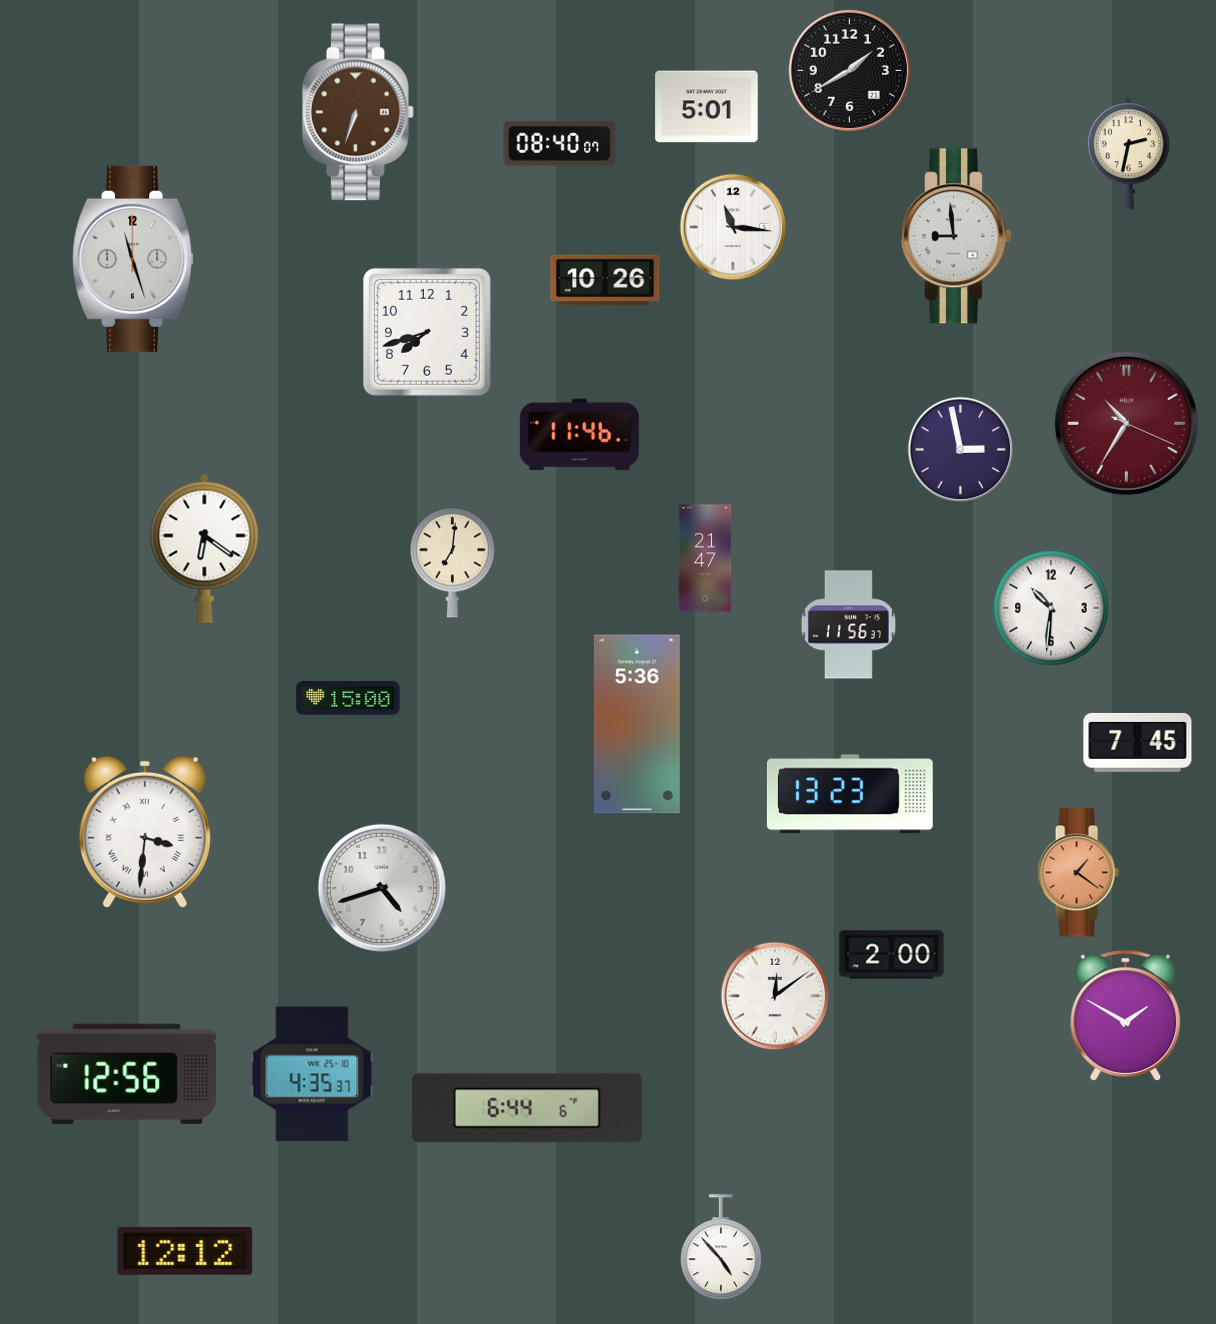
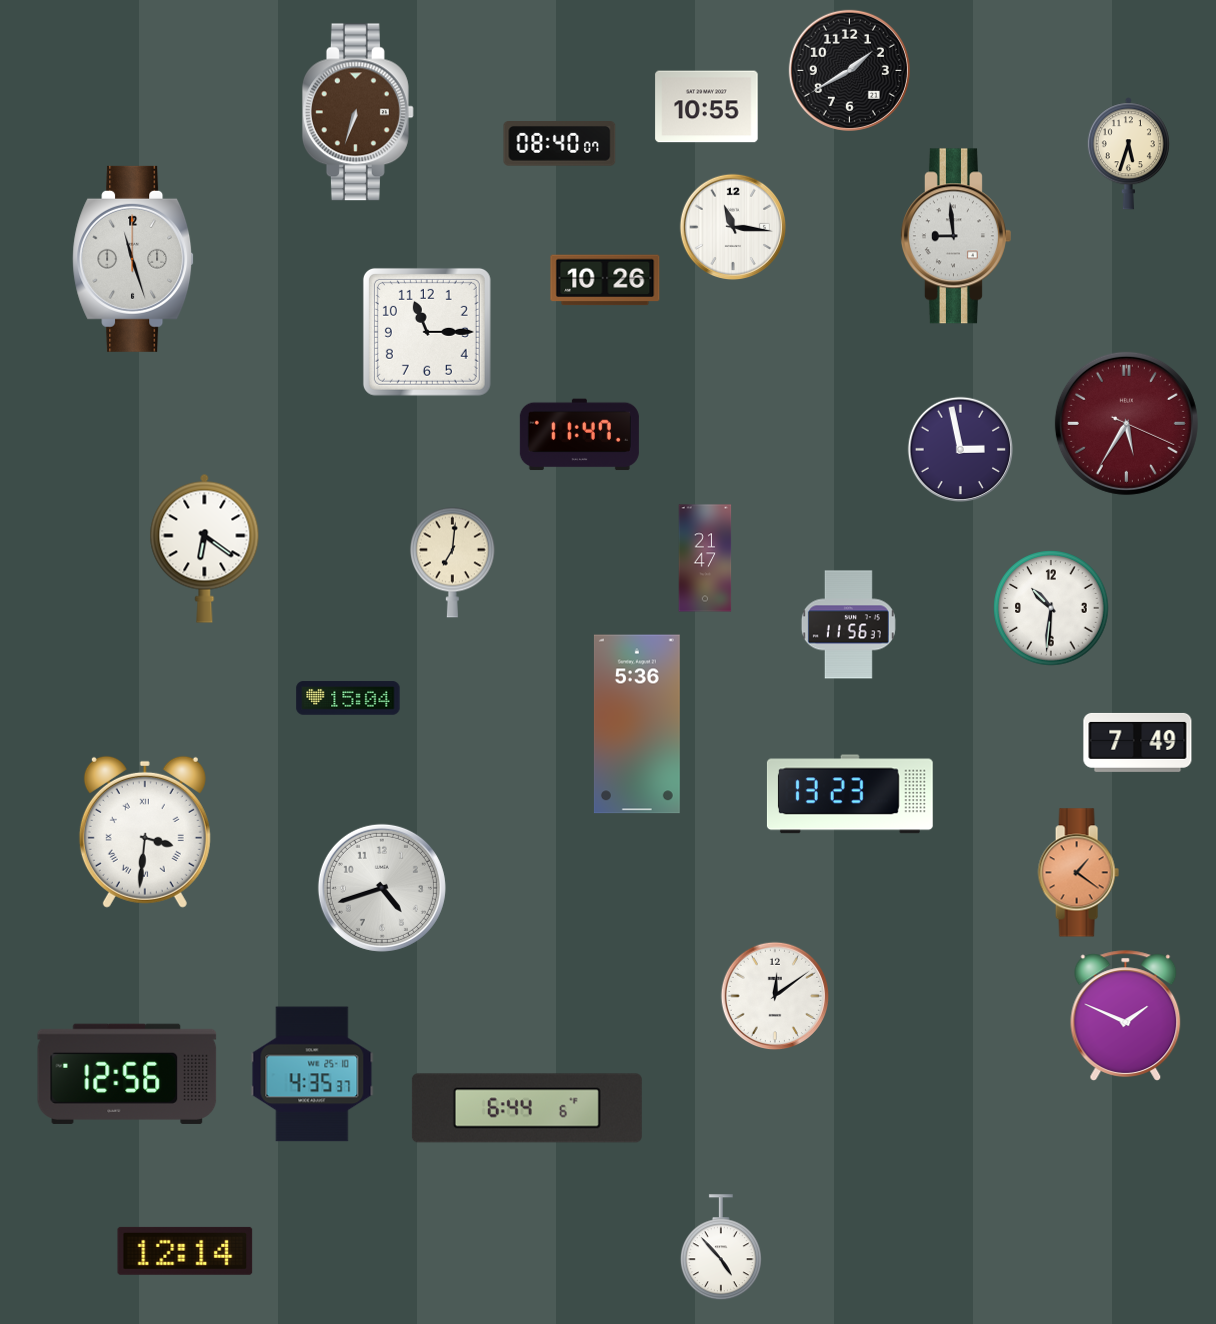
clock at (707, 107): 5:01 -> 10:55
clock at (1128, 154): 2:32 -> 5:33
clock at (427, 332): 7:42 -> 11:15
clock at (1126, 423): 10:35 -> 5:35
clock at (579, 435): 11:46 -> 11:47
clock at (348, 698): 15:00 -> 15:04
clock at (1138, 742): 7:45 -> 7:49
clock at (892, 955): 2:00 -> none
clock at (1126, 1016): 1:50 -> 1:49
clock at (185, 1251): 12:12 -> 12:14
